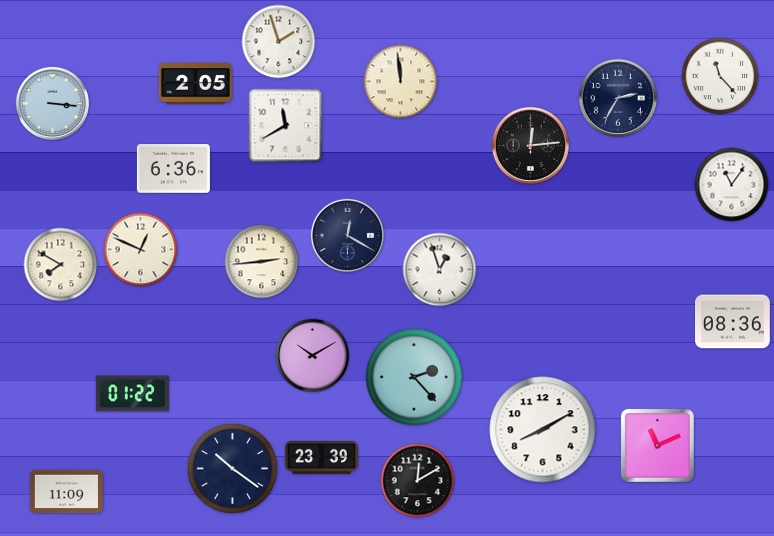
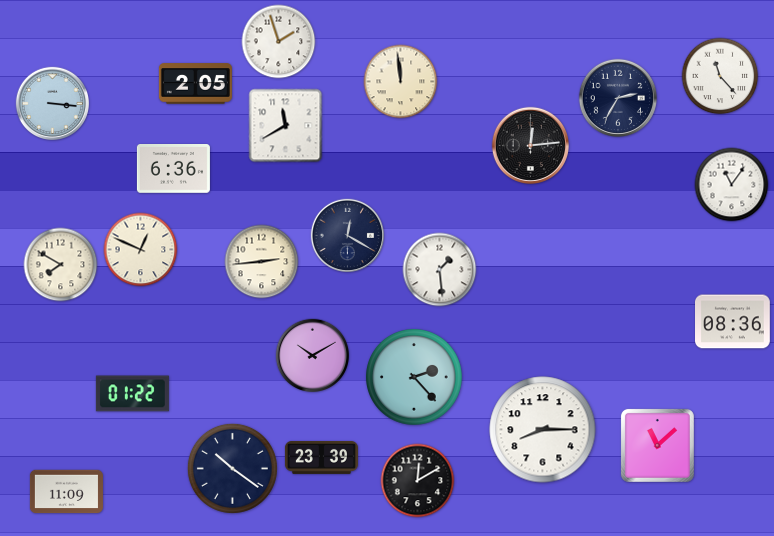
clock at (440, 270): 12:57 -> 1:29
clock at (543, 430): 8:10 -> 8:15
clock at (657, 445): 11:11 -> 11:08
